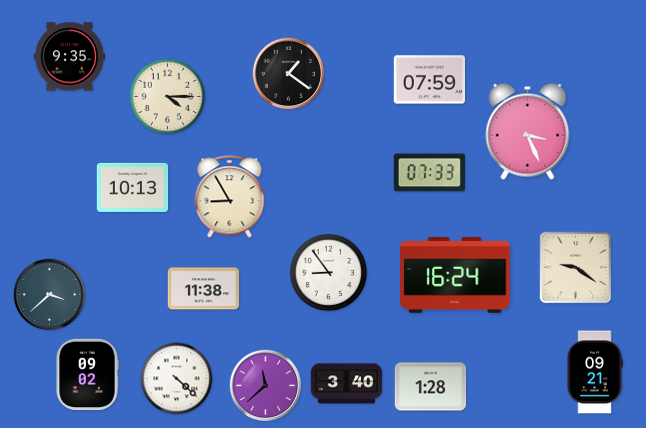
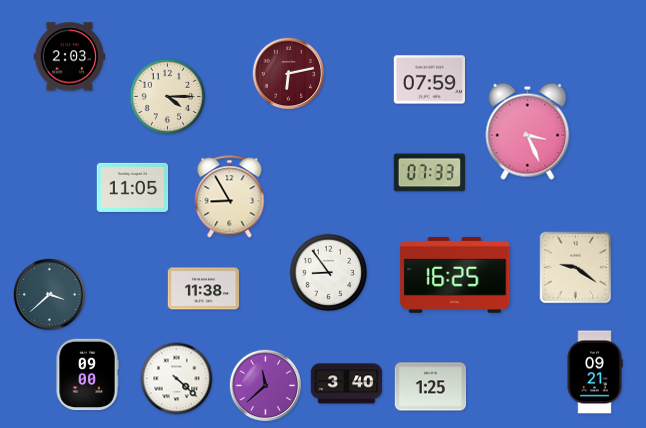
clock at (70, 57): 9:35 -> 2:03
clock at (289, 74): 1:21 -> 6:13
clock at (289, 74) dial: black -> burgundy
clock at (133, 187): 10:13 -> 11:05
clock at (455, 275): 16:24 -> 16:25
clock at (87, 375): 09:02 -> 09:00
clock at (431, 387): 1:28 -> 1:25
